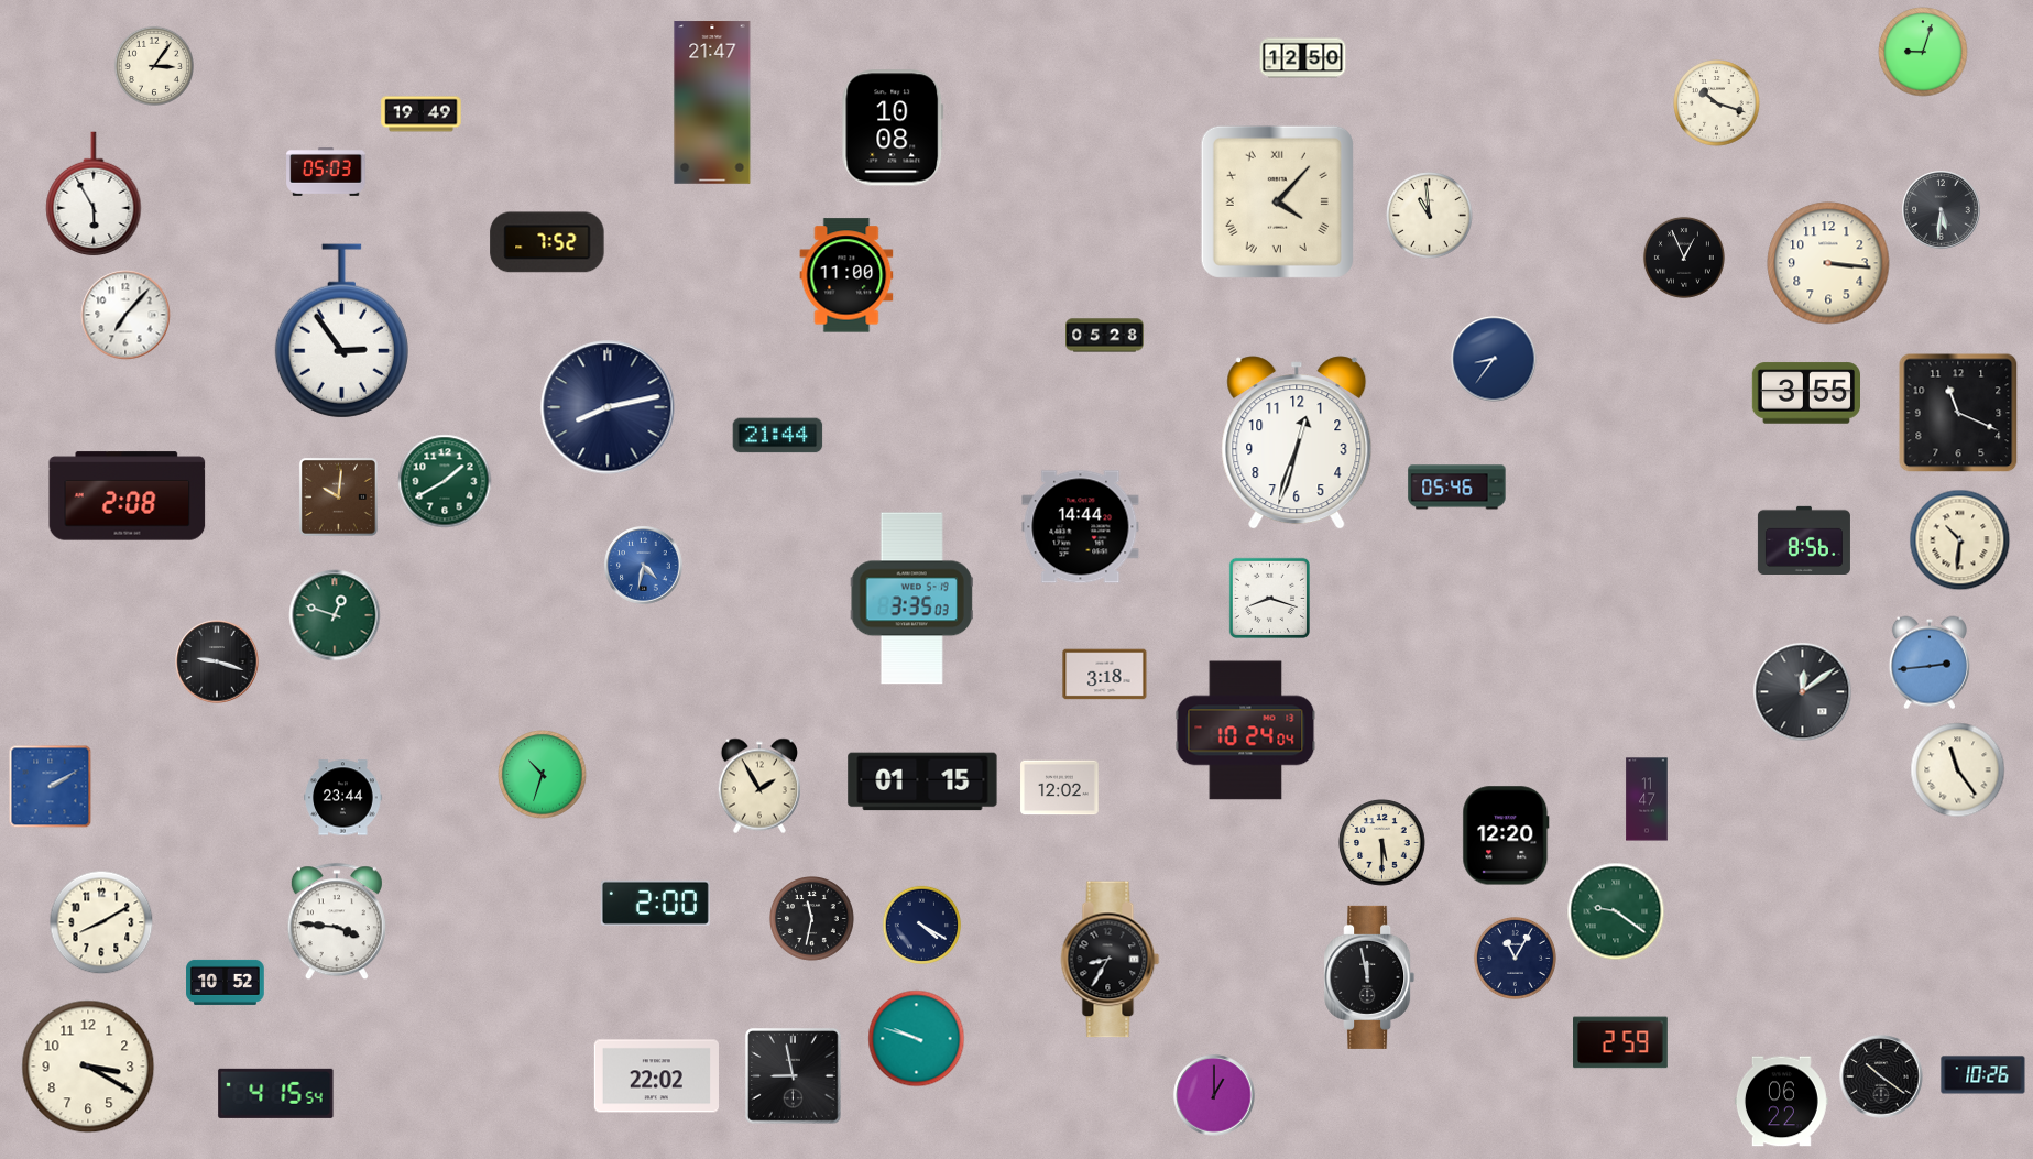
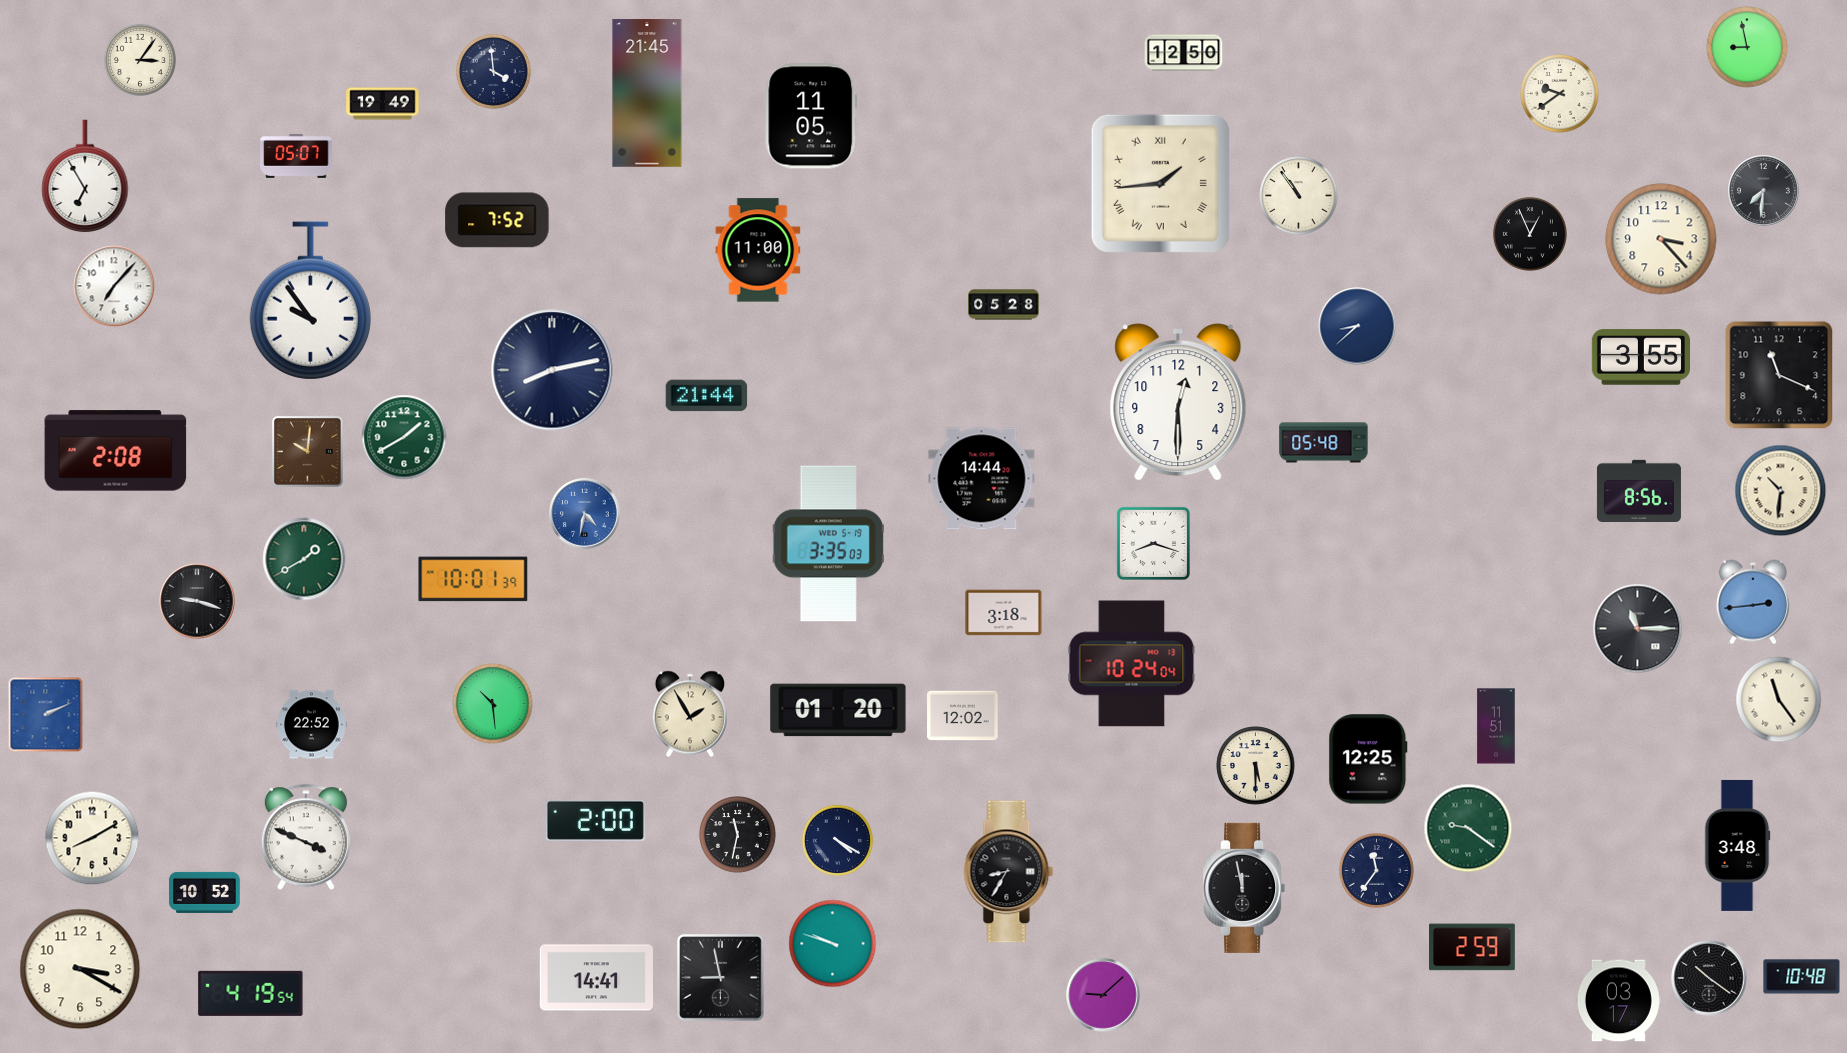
clock at (1923, 52): 9:03 -> 8:58
clock at (493, 71): none -> 3:59
clock at (712, 102): 21:47 -> 21:45
clock at (1717, 103): 10:18 -> 9:39
clock at (893, 128): 10:08 -> 11:05
clock at (326, 172): 05:03 -> 05:07
clock at (94, 195): 5:55 -> 6:55
clock at (1277, 201): 4:07 -> 1:44
clock at (1942, 210): 5:31 -> 7:31
clock at (1430, 216): 10:59 -> 10:54
clock at (1828, 263): 3:16 -> 3:23
clock at (846, 275) position: (846, 275) -> (758, 250)
clock at (341, 331): 2:54 -> 9:54
clock at (1494, 359): 8:36 -> 8:38
clock at (1297, 442): 12:33 -> 12:30
clock at (1457, 488): 05:46 -> 05:48
clock at (335, 615): 12:48 -> 1:40
clock at (473, 579): none -> 10:01
clock at (1803, 692): 12:09 -> 11:15
clock at (543, 775): 10:33 -> 10:29
clock at (922, 781): 01:15 -> 01:20
clock at (51, 787): 2:10 -> 2:11
clock at (343, 798): 23:44 -> 22:52
clock at (1647, 799): 11:47 -> 11:51
clock at (1506, 835): 12:20 -> 12:25
clock at (337, 922): 3:46 -> 3:49
clock at (1737, 845): none -> 3:48
clock at (1515, 958): 11:05 -> 11:36
clock at (1983, 1075): 10:26 -> 10:48
clock at (656, 1076): 22:02 -> 14:41
clock at (276, 1093): 4:15 -> 4:19
clock at (1214, 1095): 1:00 -> 9:08
clock at (1781, 1102): 06:22 -> 03:17
